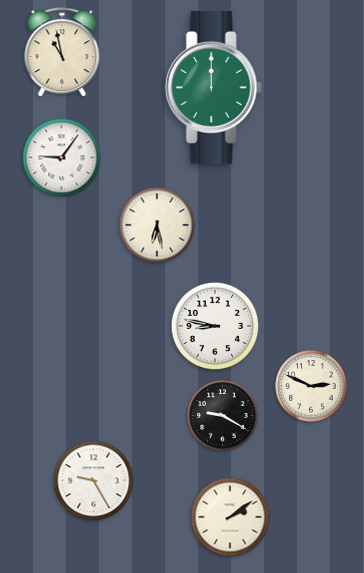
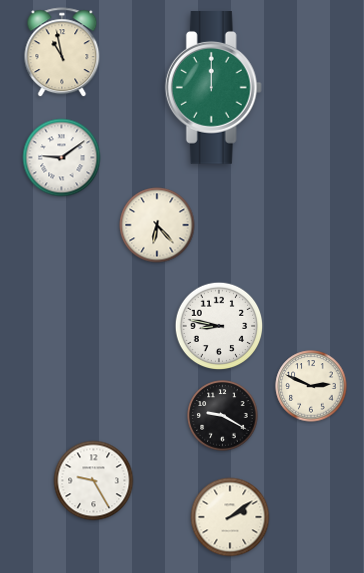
clock at (62, 158): 9:06 -> 9:09
clock at (157, 225): 6:28 -> 6:23
clock at (215, 326) position: (215, 326) -> (219, 326)
